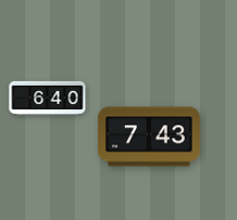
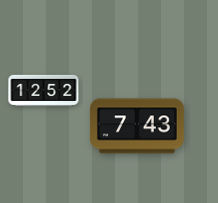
clock at (48, 98): 6:40 -> 12:52
